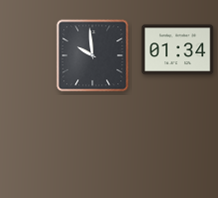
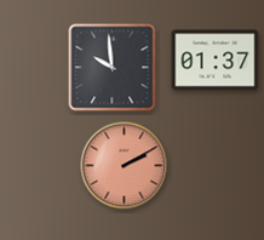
clock at (178, 50): 01:34 -> 01:37
clock at (125, 166): none -> 2:10
